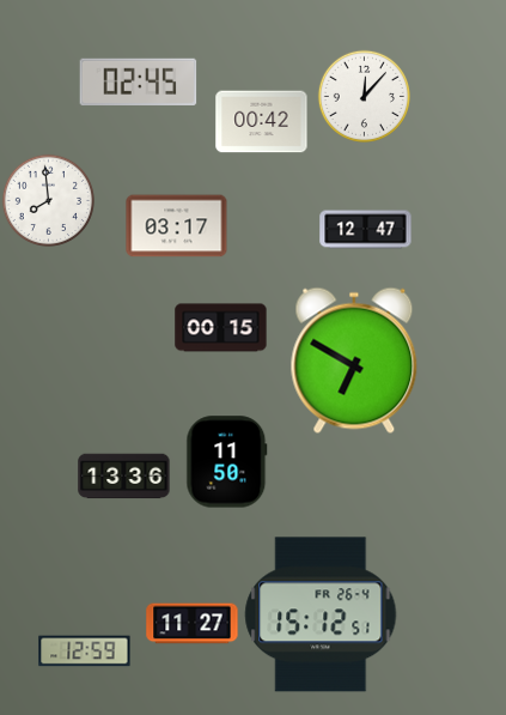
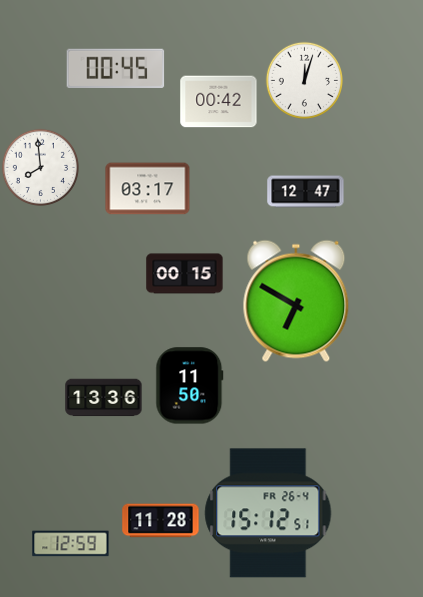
clock at (139, 83): 02:45 -> 00:45
clock at (364, 96): 12:07 -> 12:03
clock at (193, 624): 11:27 -> 11:28
